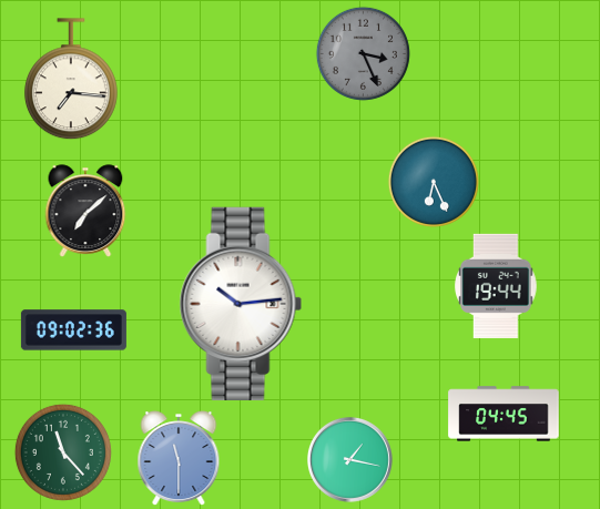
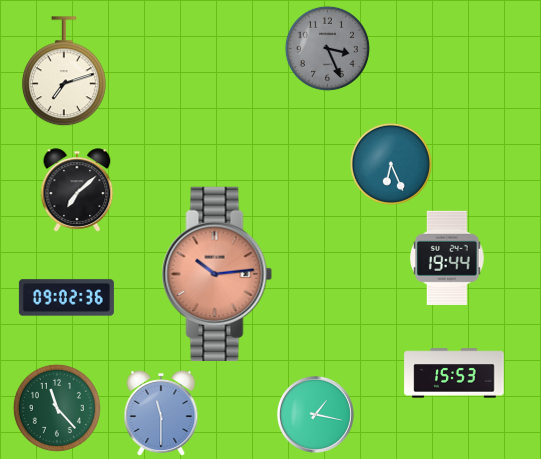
clock at (71, 80): 7:16 -> 7:12
clock at (241, 304) dial: white -> salmon
clock at (504, 414): 04:45 -> 15:53
